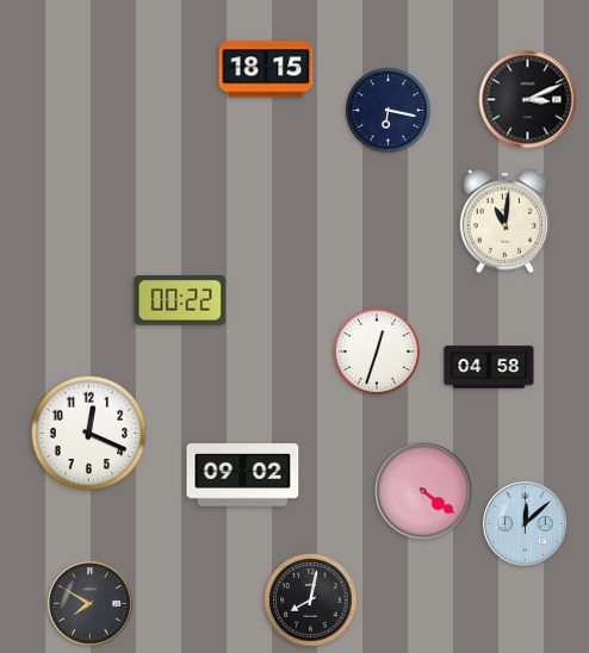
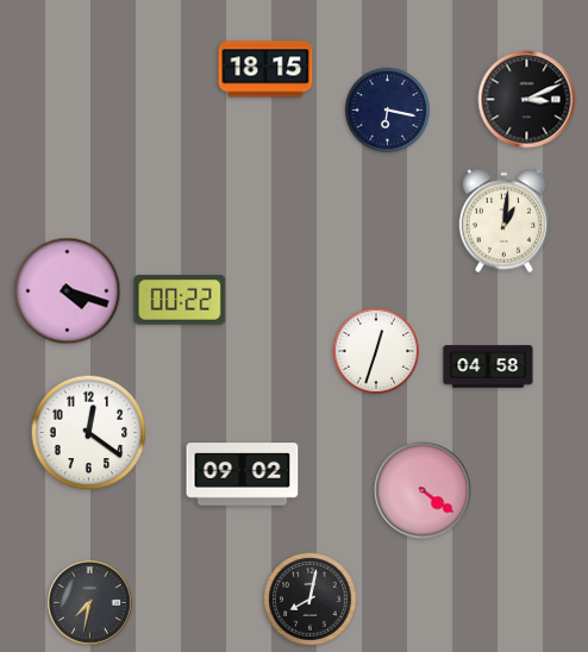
clock at (506, 222): 11:01 -> 1:01
clock at (68, 291): none -> 4:18
clock at (89, 434): 12:19 -> 12:21
clock at (526, 524): 12:08 -> none
clock at (91, 604): 7:50 -> 7:32
